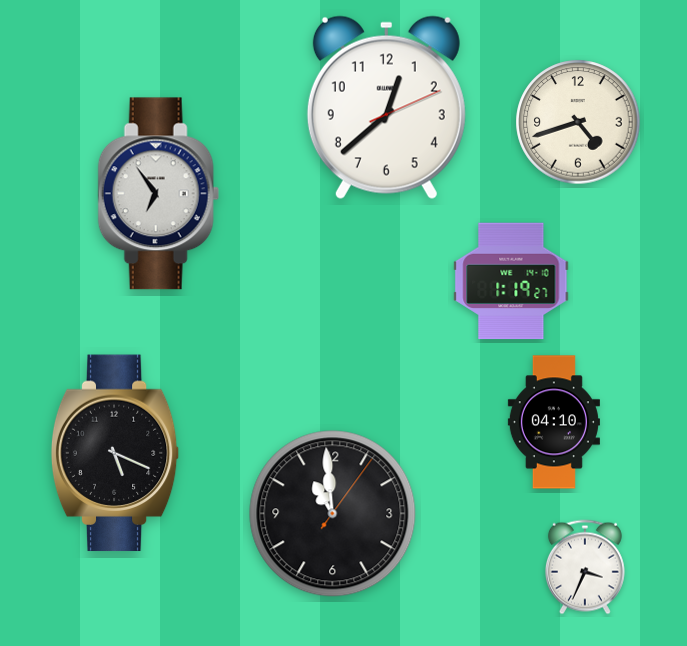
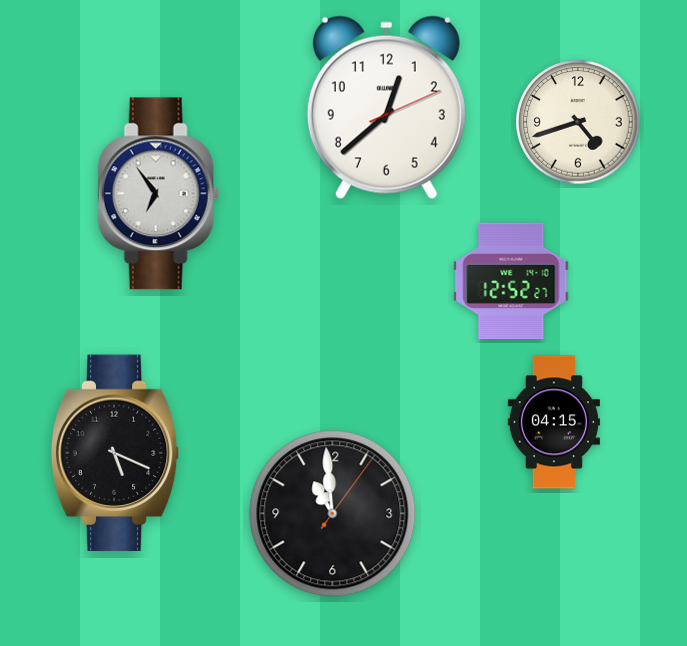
clock at (511, 281): 1:19 -> 12:52
clock at (554, 422): 04:10 -> 04:15
clock at (585, 567): 3:34 -> none
